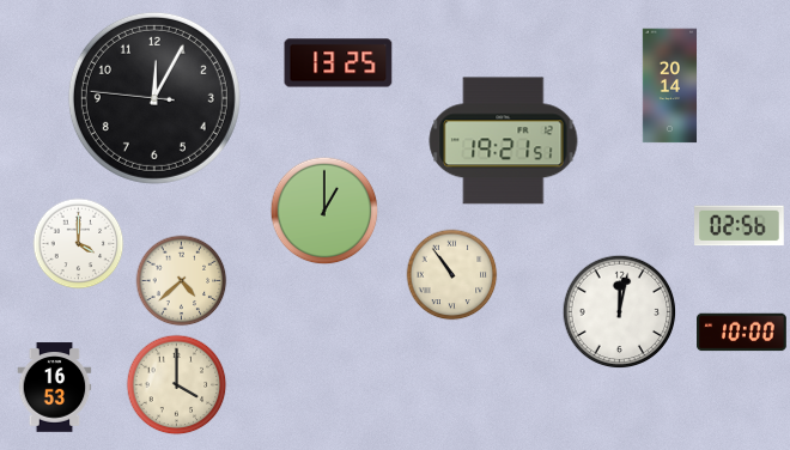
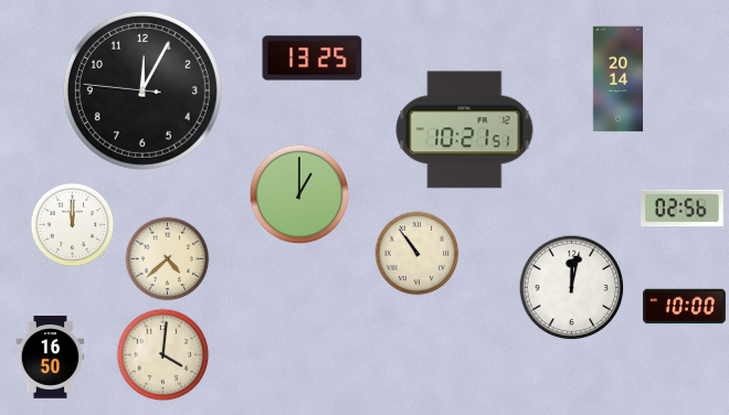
clock at (504, 141): 19:21 -> 10:21
clock at (79, 244): 4:00 -> 12:00
clock at (177, 385): 4:00 -> 4:01
clock at (55, 388): 16:53 -> 16:50
